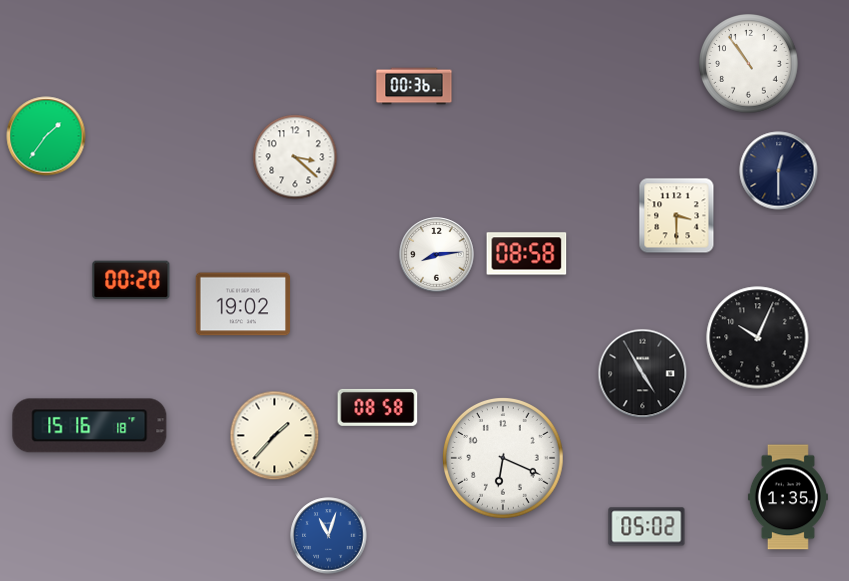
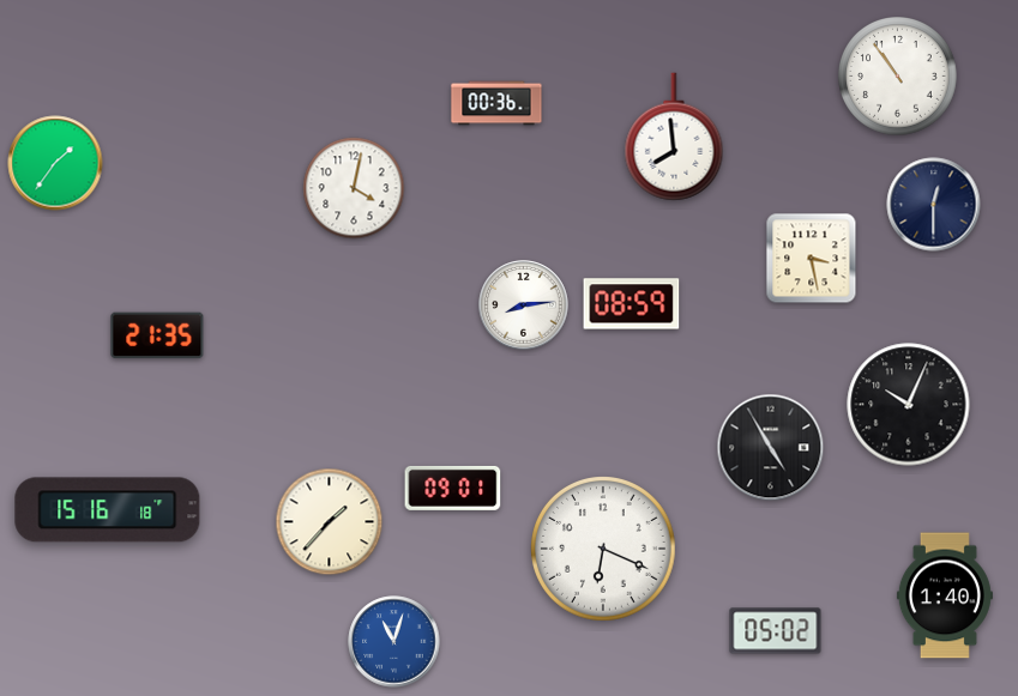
clock at (674, 137): none -> 7:59
clock at (295, 157): 3:22 -> 4:02
clock at (677, 216): 3:30 -> 3:28
clock at (527, 254): 08:58 -> 08:59
clock at (131, 280): 00:20 -> 21:35
clock at (243, 304): 19:02 -> none
clock at (378, 407): 08:58 -> 09:01
clock at (788, 497): 1:35 -> 1:40
